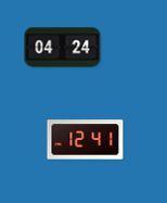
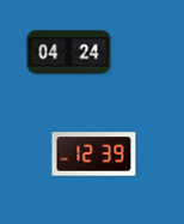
clock at (86, 140): 12:41 -> 12:39
